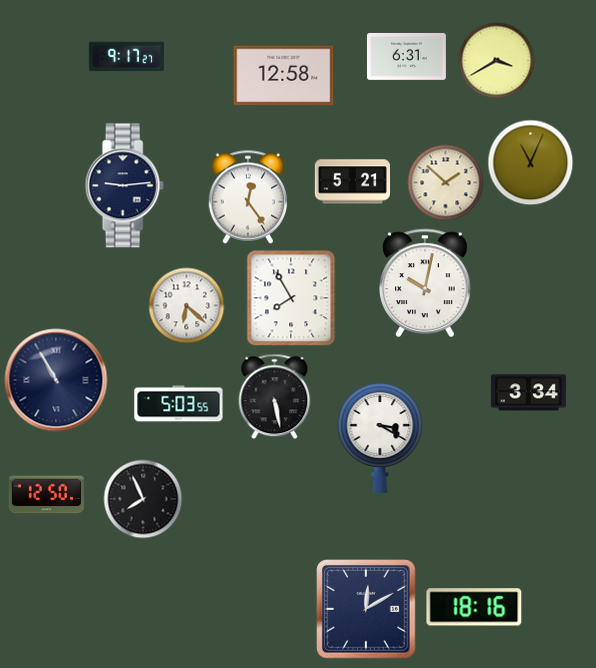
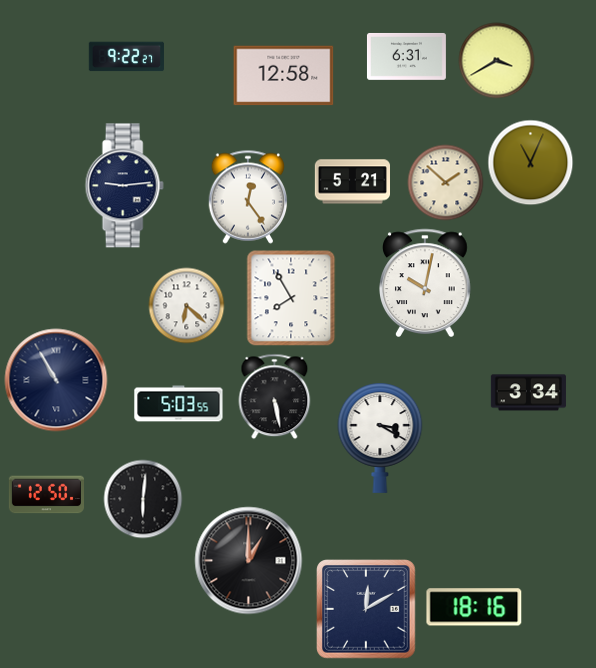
clock at (126, 57): 9:17 -> 9:22
clock at (143, 499): 7:56 -> 6:01
clock at (249, 561): none -> 1:00
